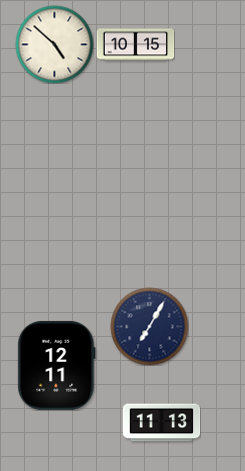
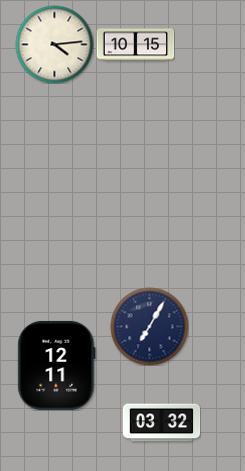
clock at (54, 44): 4:52 -> 4:14
clock at (161, 423): 11:13 -> 03:32
